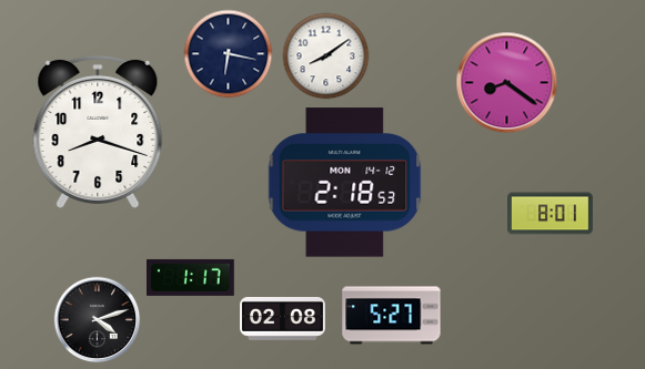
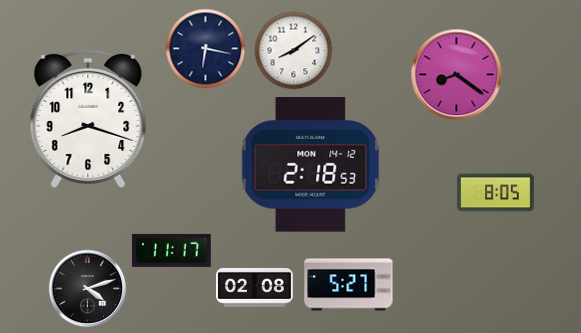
clock at (551, 214): 8:01 -> 8:05
clock at (191, 277): 1:17 -> 11:17
clock at (392, 316) position: (392, 316) -> (349, 285)
